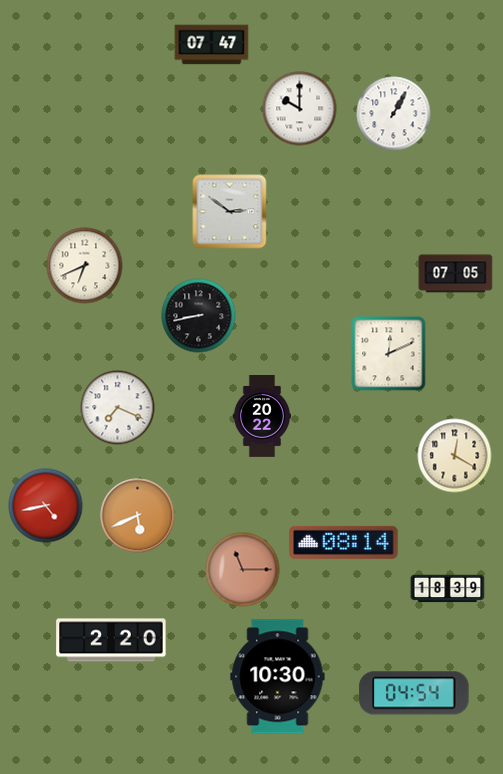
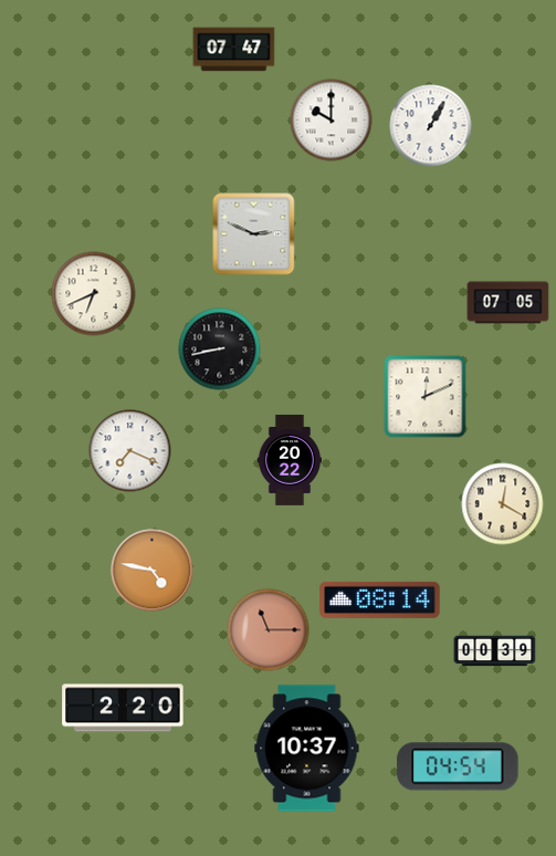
clock at (394, 114) position: (394, 114) -> (431, 126)
clock at (230, 212): 2:51 -> 2:49
clock at (456, 274) position: (456, 274) -> (508, 303)
clock at (389, 354) position: (389, 354) -> (426, 397)
clock at (46, 506): 4:43 -> none
clock at (138, 516): 5:41 -> 4:47
clock at (448, 589): 18:39 -> 00:39
clock at (278, 677): 10:30 -> 10:37
